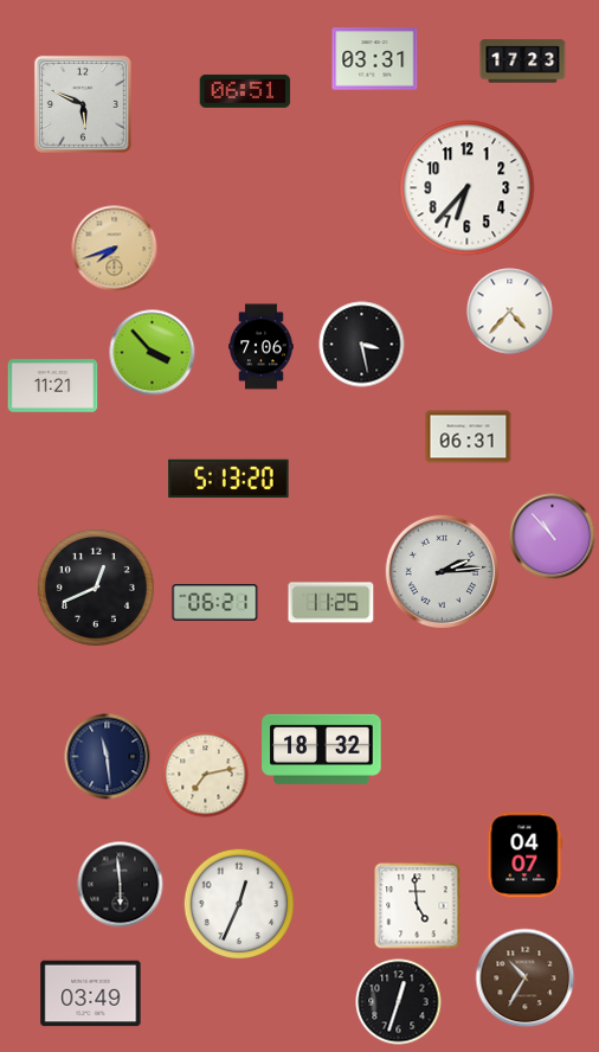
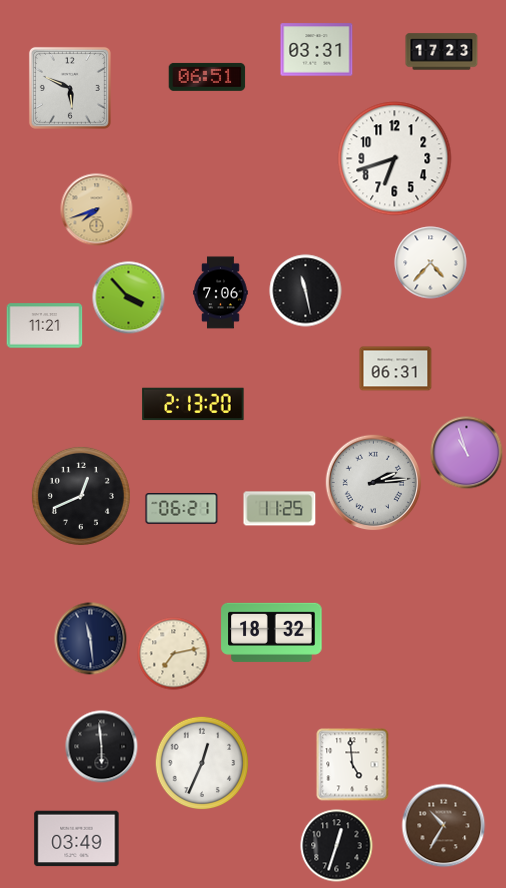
clock at (468, 188): 6:37 -> 6:42
clock at (362, 345): 3:28 -> 11:28
clock at (228, 479): 5:13 -> 2:13
clock at (553, 537): 10:53 -> 10:57
clock at (526, 855): 04:07 -> none
